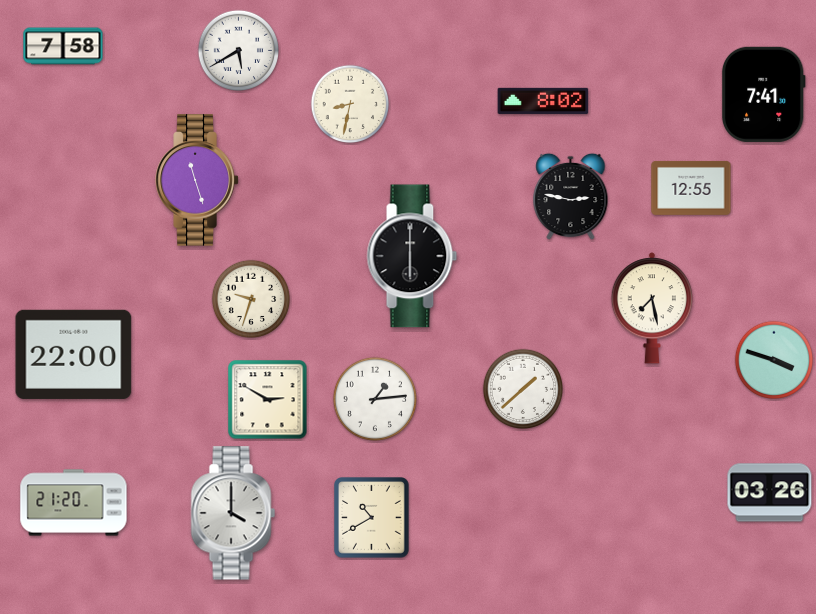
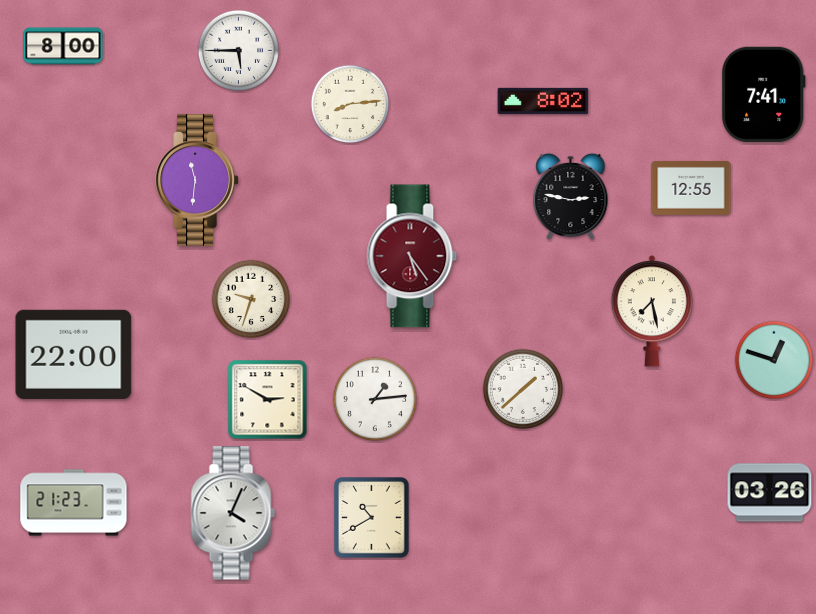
clock at (63, 46): 7:58 -> 8:00
clock at (238, 50): 5:40 -> 5:45
clock at (350, 104): 8:32 -> 8:14
clock at (197, 180): 11:27 -> 11:31
clock at (412, 256): 6:00 -> 5:24
clock at (412, 256) dial: black -> burgundy
clock at (651, 308) position: (651, 308) -> (651, 311)
clock at (774, 360): 3:48 -> 12:48
clock at (74, 503): 21:20 -> 21:23
clock at (233, 513): 4:00 -> 4:04
